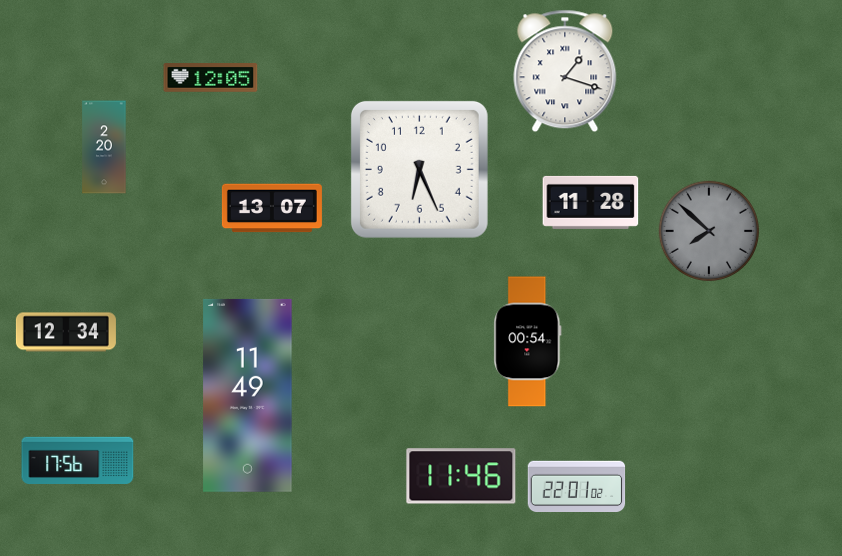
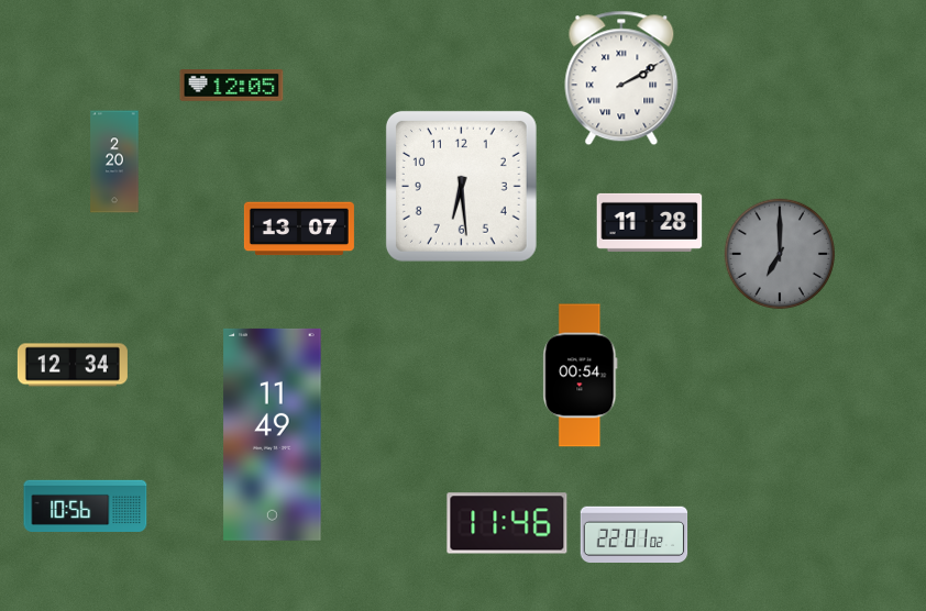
clock at (565, 71): 1:18 -> 2:10
clock at (419, 169): 6:26 -> 6:29
clock at (708, 230): 7:52 -> 7:00
clock at (78, 460): 17:56 -> 10:56
